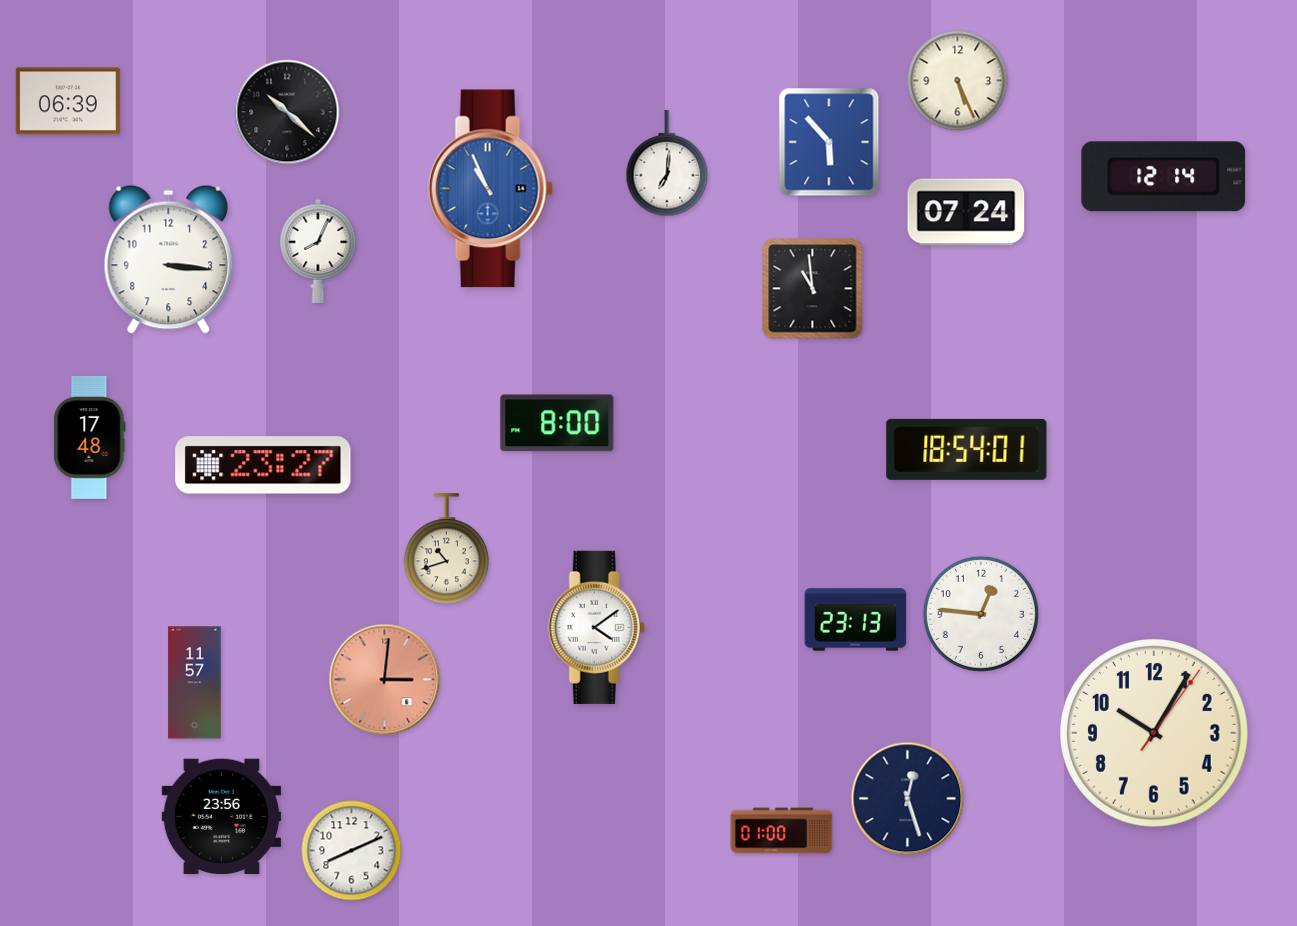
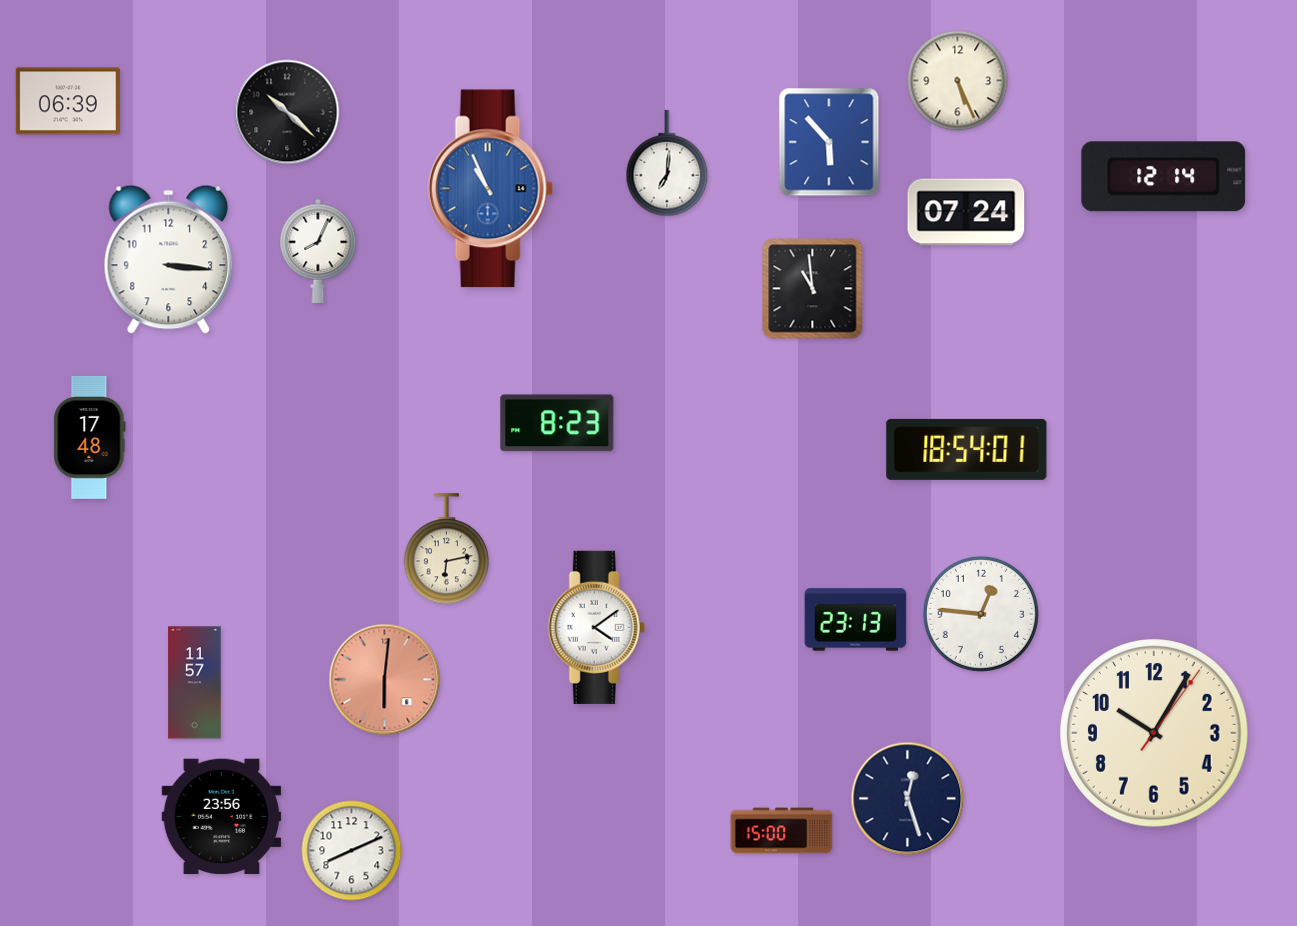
clock at (557, 423): 8:00 -> 8:23
clock at (263, 465): 23:27 -> none
clock at (446, 549): 10:42 -> 6:13
clock at (385, 680): 3:01 -> 6:01
clock at (782, 831): 01:00 -> 15:00
